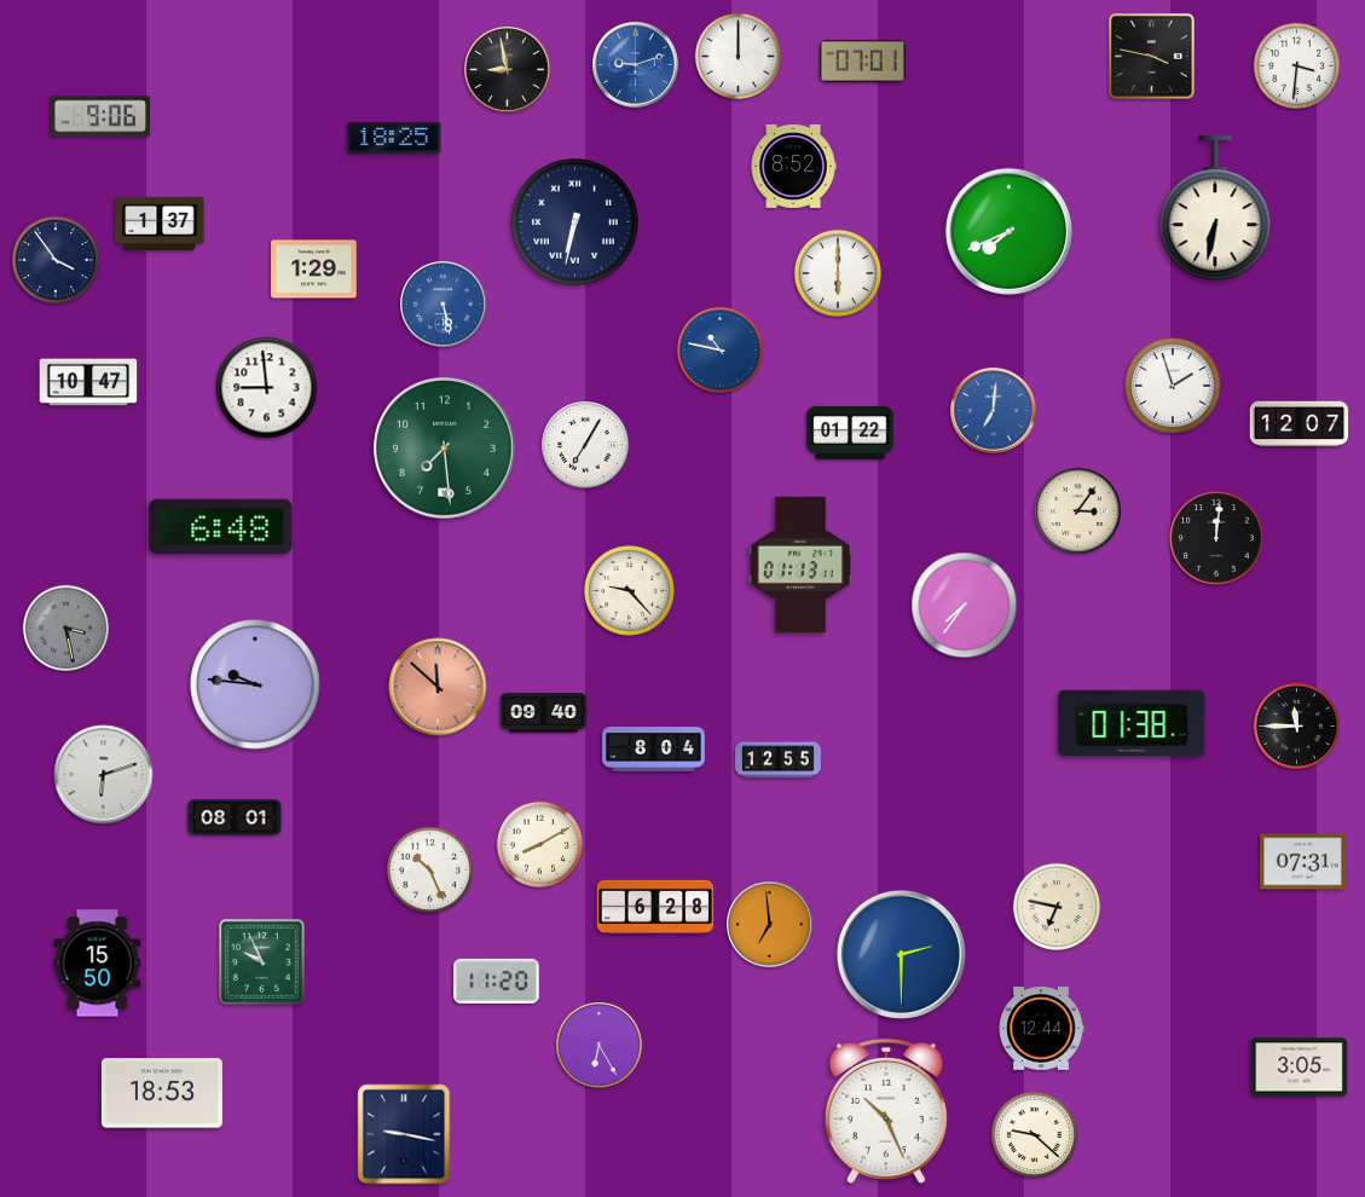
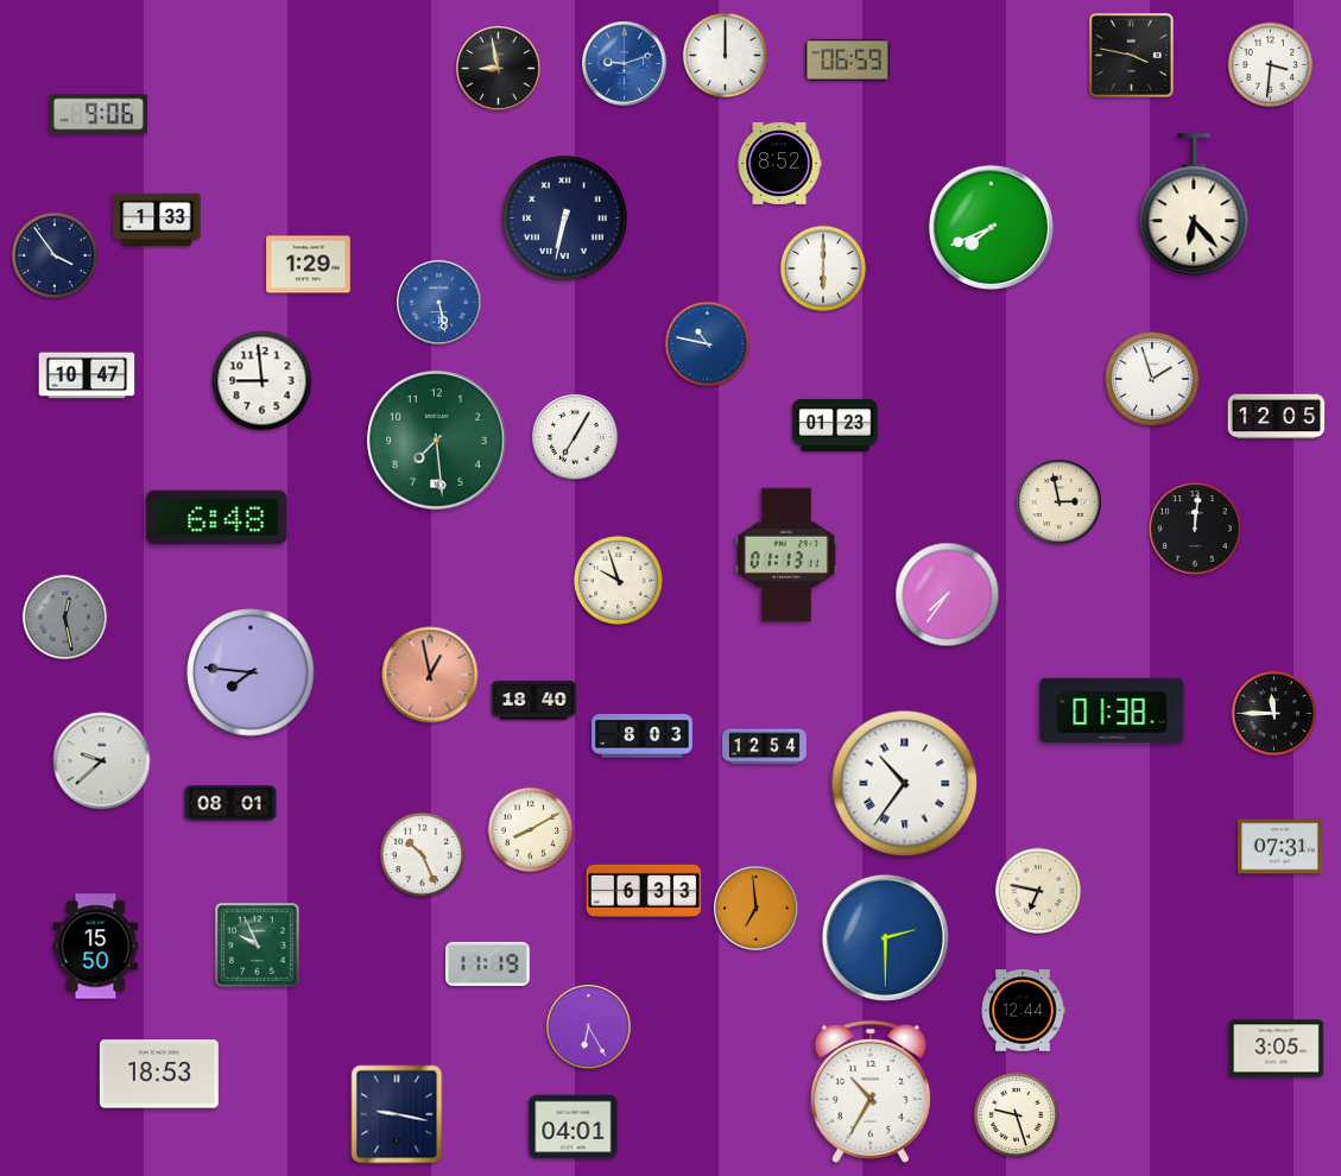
clock at (863, 60): 07:01 -> 06:59
clock at (1296, 65) position: (1296, 65) -> (1270, 64)
clock at (394, 138): 18:25 -> none
clock at (1215, 208): 6:32 -> 6:23
clock at (160, 224): 1:37 -> 1:33
clock at (444, 305) position: (444, 305) -> (439, 303)
clock at (994, 411): 7:01 -> none
clock at (1300, 424): 12:07 -> 12:05
clock at (850, 433): 01:22 -> 01:23
clock at (1078, 511): 3:06 -> 2:58
clock at (629, 590): 9:23 -> 9:57
clock at (65, 628): 3:28 -> 12:28
clock at (255, 684): 9:46 -> 7:46
clock at (438, 687): 11:52 -> 12:58
clock at (544, 713): 09:40 -> 18:40
clock at (654, 750): 8:04 -> 8:03
clock at (779, 761): 12:55 -> 12:54
clock at (104, 775): 6:12 -> 9:38
clock at (905, 784): none -> 10:36
clock at (655, 907): 6:28 -> 6:33
clock at (497, 981): 11:20 -> 11:19
clock at (886, 1111): 10:26 -> 10:35
clock at (1034, 1134): 9:22 -> 9:27
clock at (574, 1127): none -> 04:01
